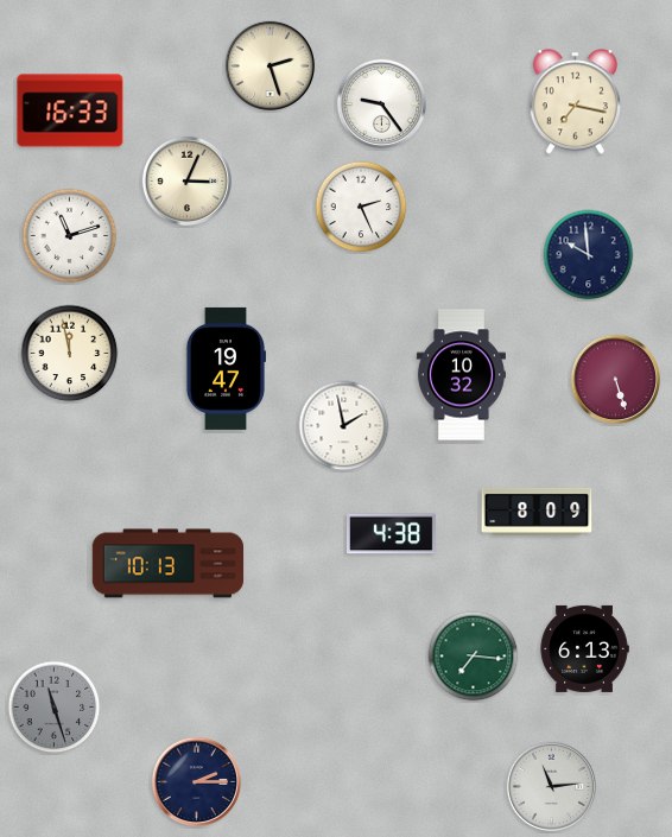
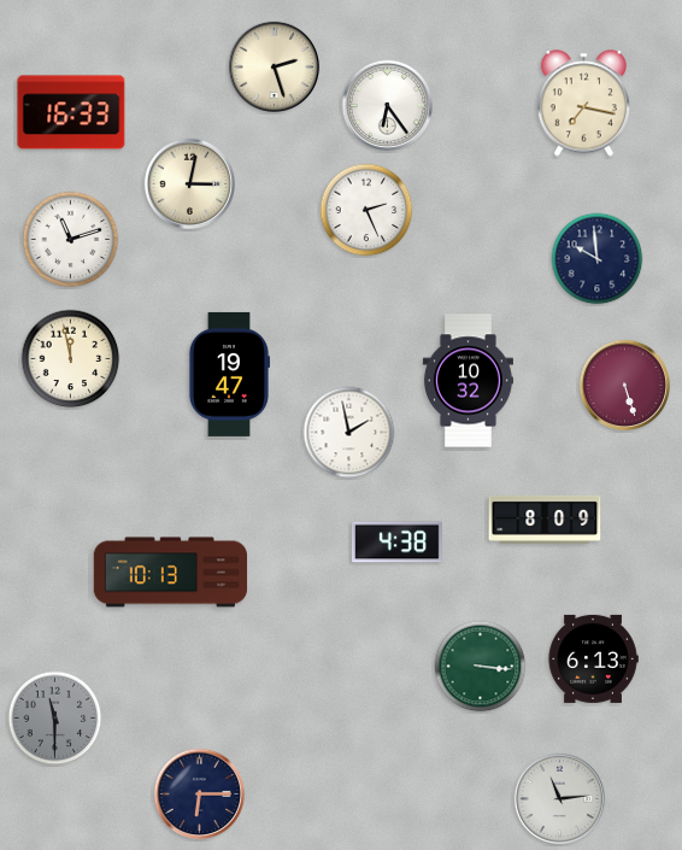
clock at (381, 103): 9:24 -> 6:24
clock at (186, 180): 3:04 -> 3:02
clock at (474, 657): 7:16 -> 3:16
clock at (55, 708): 11:27 -> 11:30
clock at (196, 781): 2:15 -> 6:15
